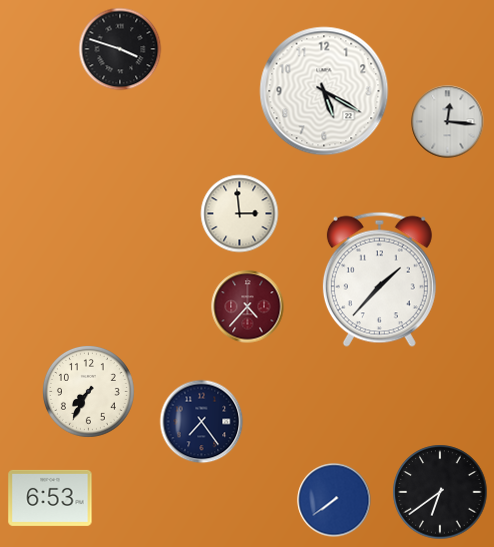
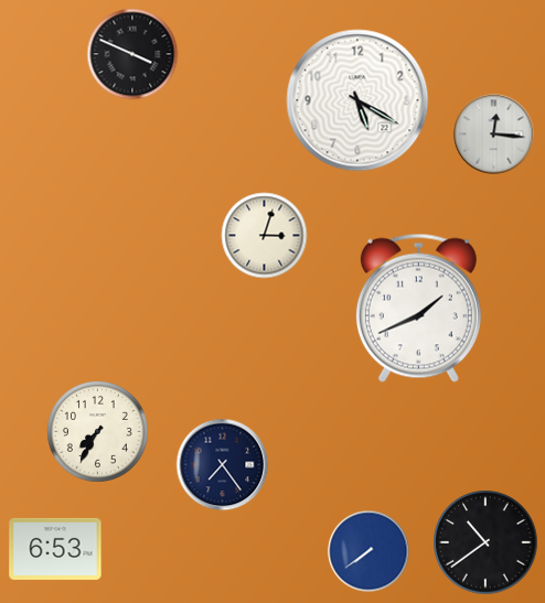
clock at (120, 49): 3:48 -> 3:49
clock at (240, 214): 2:59 -> 3:03
clock at (379, 279): 1:37 -> 1:41
clock at (248, 307): 4:37 -> none
clock at (440, 492): 6:39 -> 10:39
